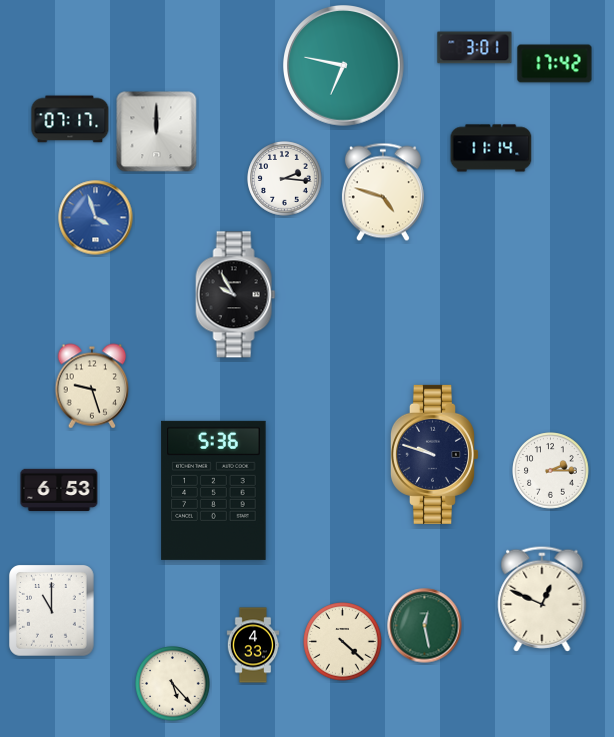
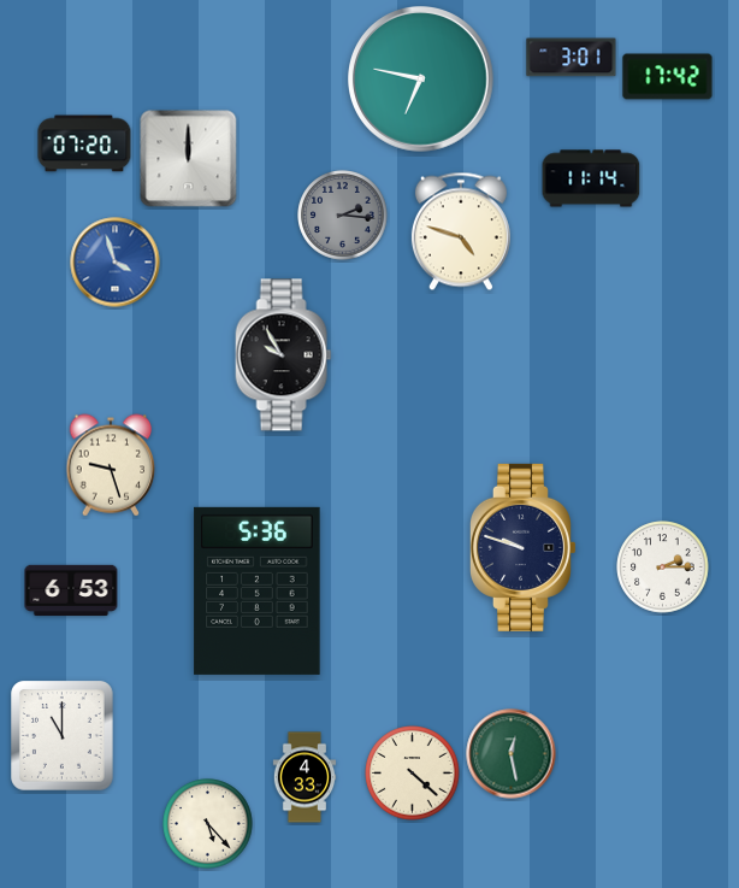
clock at (344, 66) position: (344, 66) -> (421, 80)
clock at (70, 119): 07:17 -> 07:20
clock at (285, 179) dial: white -> grey
clock at (542, 599): 12:49 -> none
